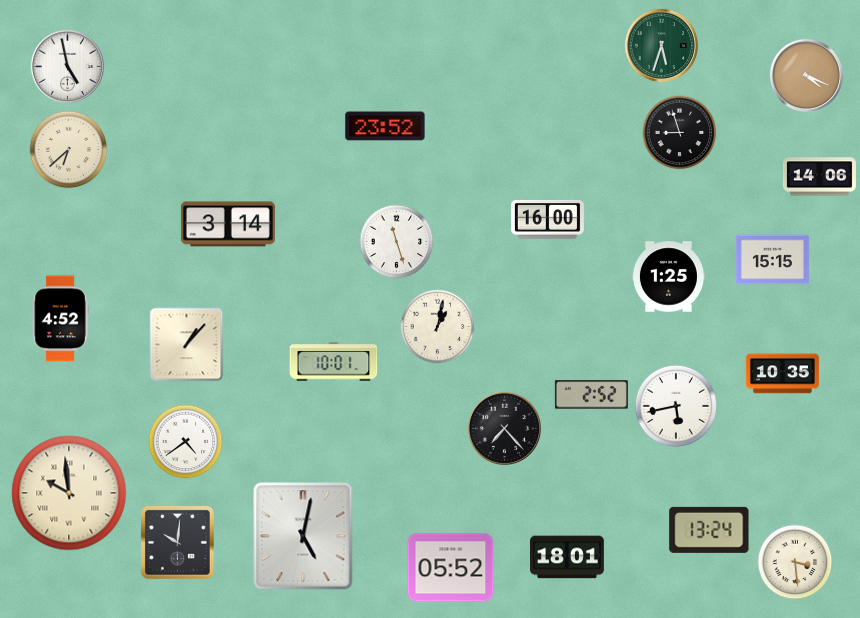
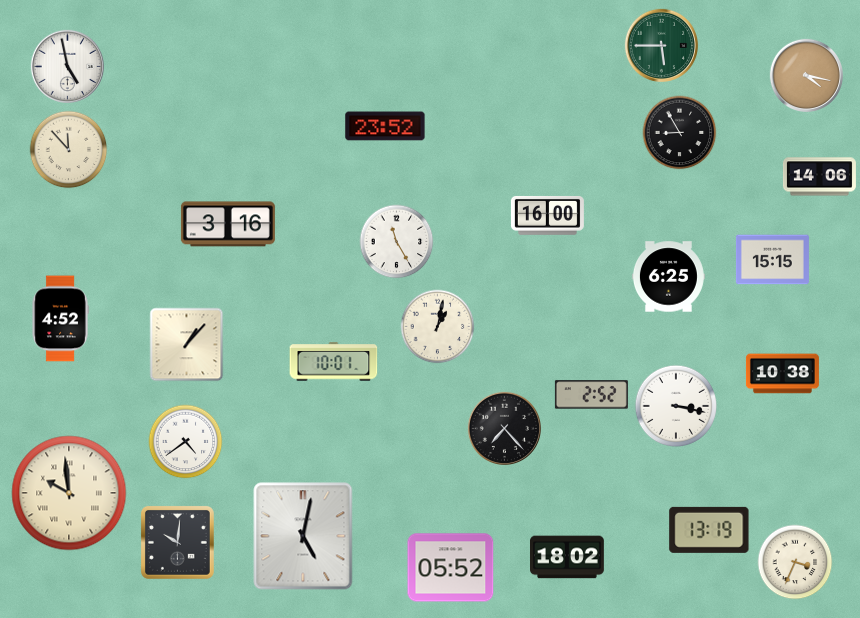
clock at (661, 45): 5:33 -> 5:45
clock at (806, 75): 4:19 -> 4:17
clock at (680, 133): 8:57 -> 8:55
clock at (69, 150): 6:38 -> 11:53
clock at (547, 219) position: (547, 219) -> (547, 215)
clock at (228, 224): 3:14 -> 3:16
clock at (397, 242): 11:27 -> 11:25
clock at (668, 277): 1:25 -> 6:25
clock at (782, 374): 10:35 -> 10:38
clock at (676, 406): 5:43 -> 3:17
clock at (709, 530): 13:24 -> 13:19
clock at (568, 557): 18:01 -> 18:02
clock at (795, 562): 3:29 -> 3:34
